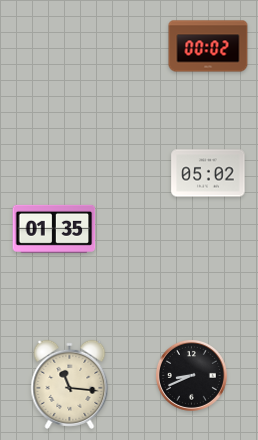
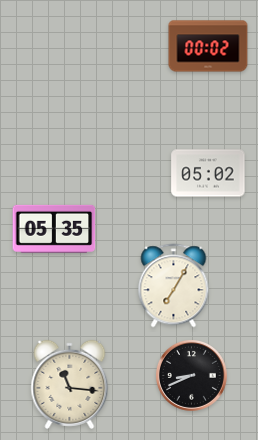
clock at (54, 229): 01:35 -> 05:35
clock at (174, 286): none -> 7:05
